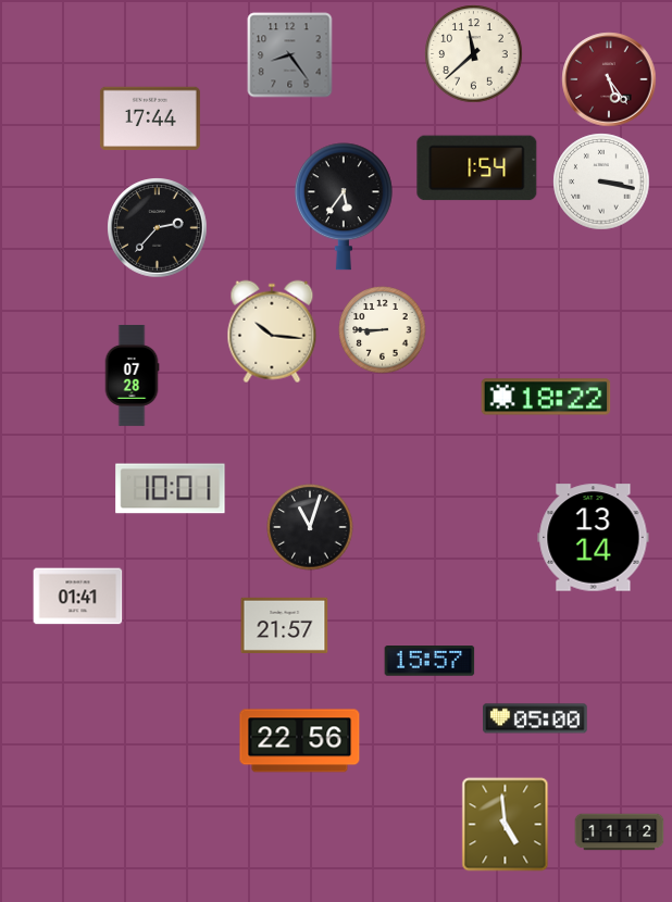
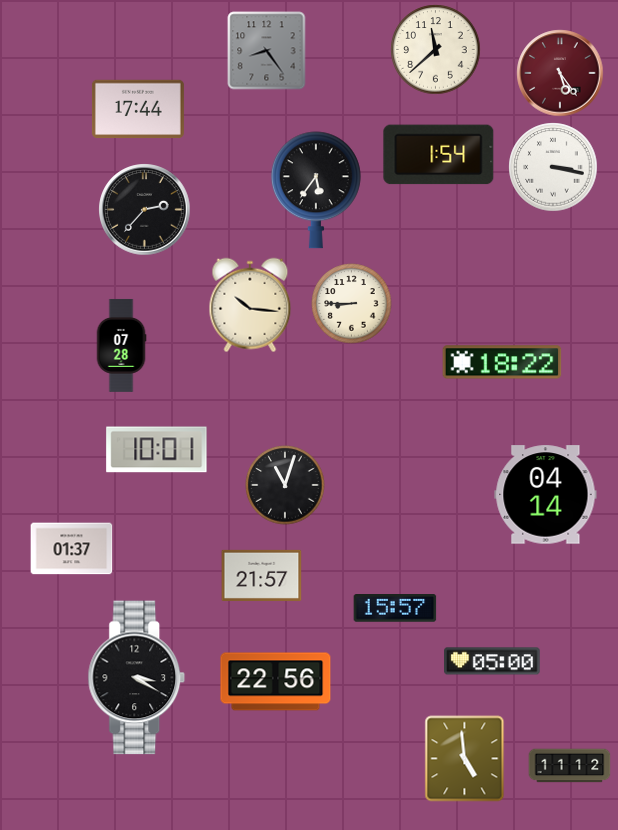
clock at (546, 397) position: (546, 397) -> (502, 362)
clock at (594, 538): 13:14 -> 04:14
clock at (78, 597): 01:41 -> 01:37
clock at (137, 678): none -> 3:20
